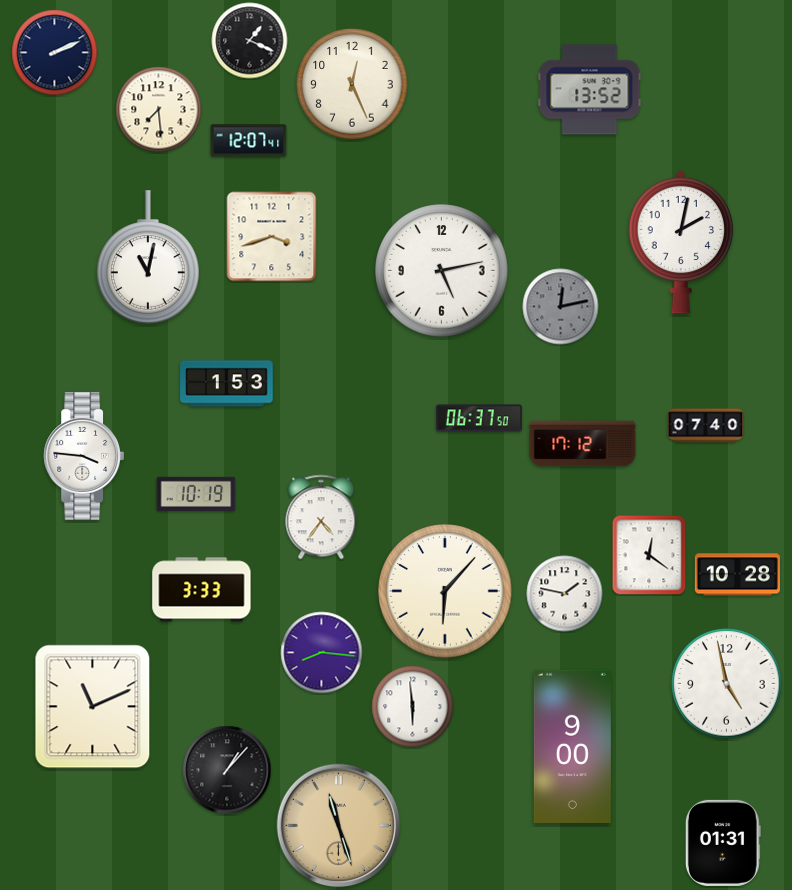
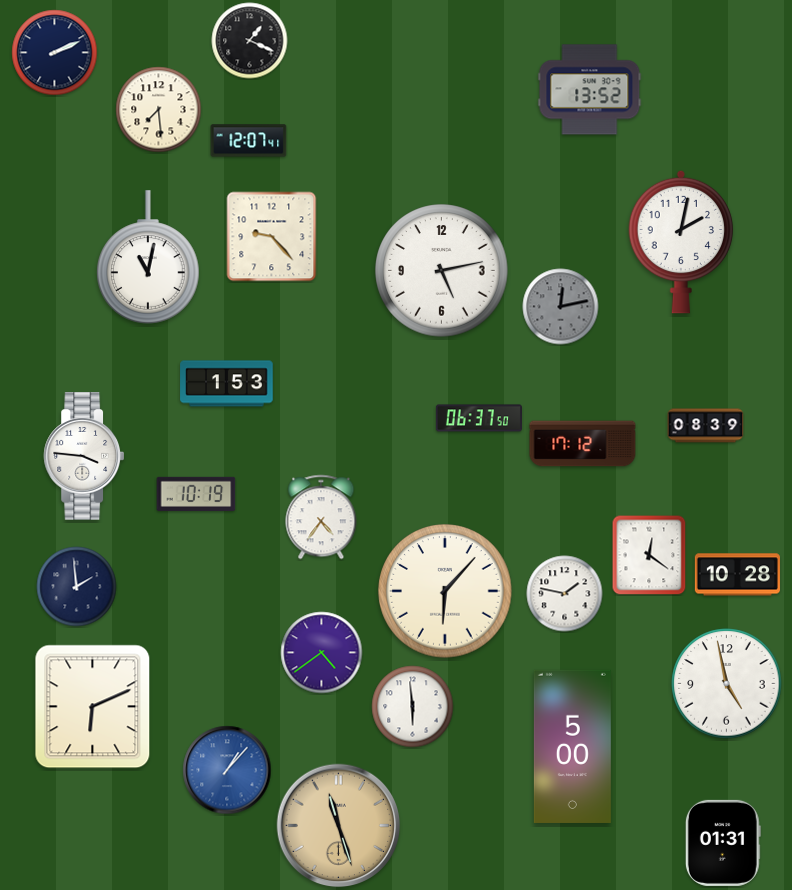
clock at (352, 84): 12:26 -> none
clock at (272, 237): 3:42 -> 9:23
clock at (706, 426): 07:40 -> 08:39
clock at (77, 587): none -> 1:59
clock at (202, 590): 3:33 -> none
clock at (322, 653): 8:16 -> 4:39
clock at (93, 707): 11:11 -> 6:11
clock at (572, 746): 9:00 -> 5:00
clock at (227, 770) dial: black -> blue
